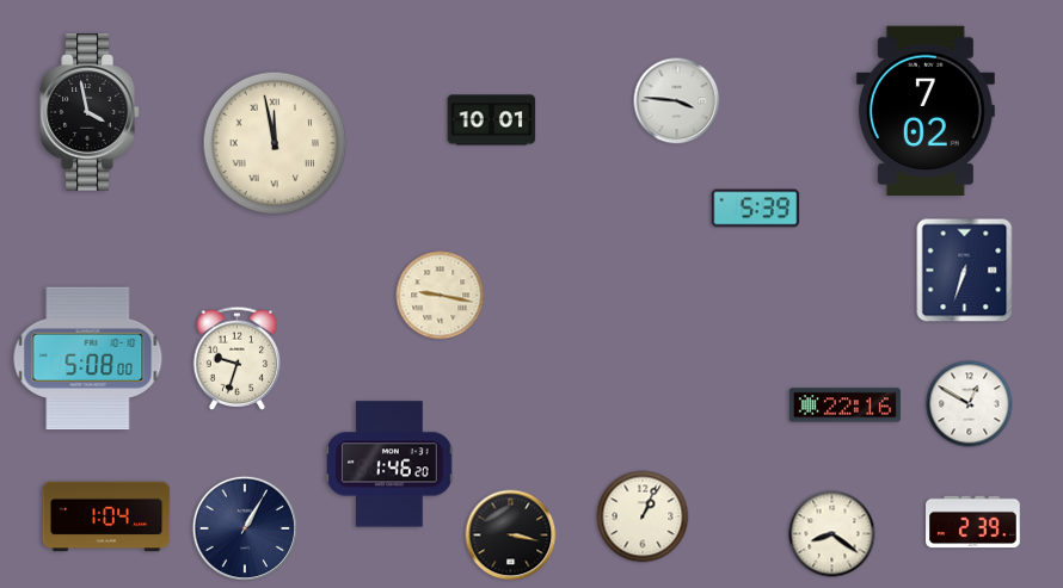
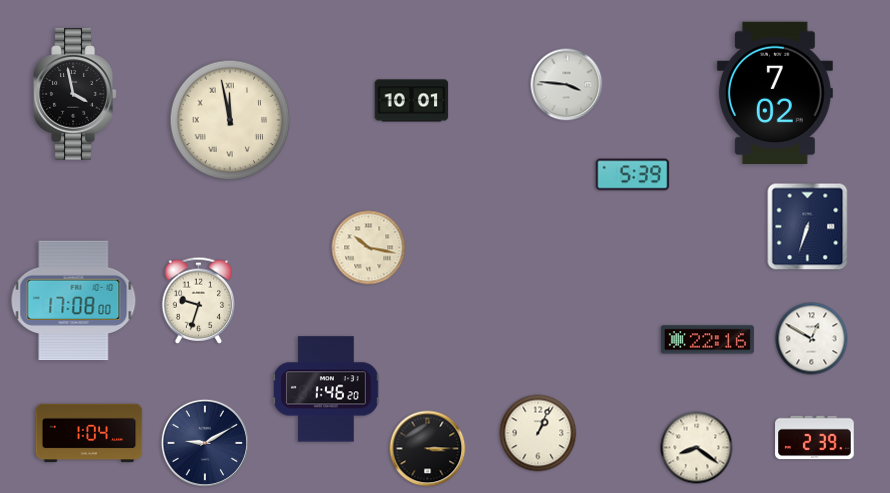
clock at (441, 296): 9:17 -> 10:17
clock at (88, 359): 5:08 -> 17:08
clock at (245, 528): 1:05 -> 9:10
clock at (511, 536): 3:17 -> 3:15
